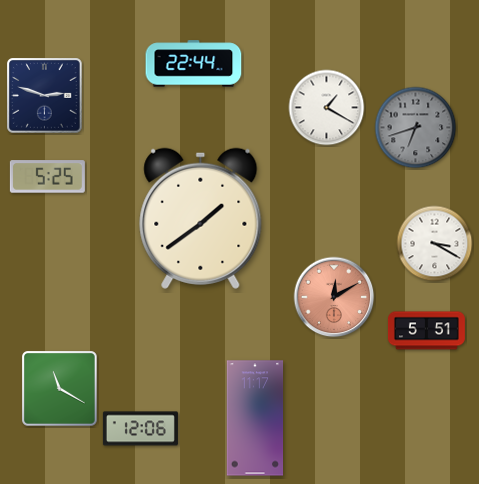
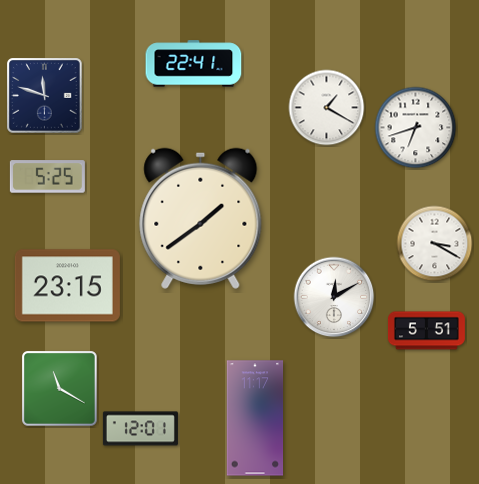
clock at (194, 64): 22:44 -> 22:41
clock at (45, 96): 2:48 -> 11:48
clock at (416, 128) dial: grey -> white
clock at (67, 286): none -> 23:15
clock at (334, 297) dial: salmon -> white
clock at (140, 429): 12:06 -> 12:01
